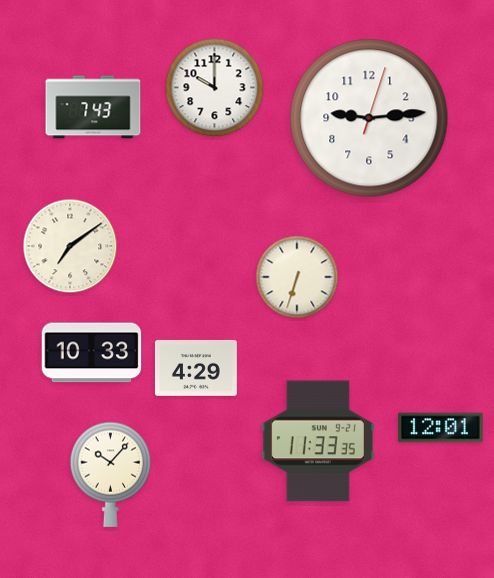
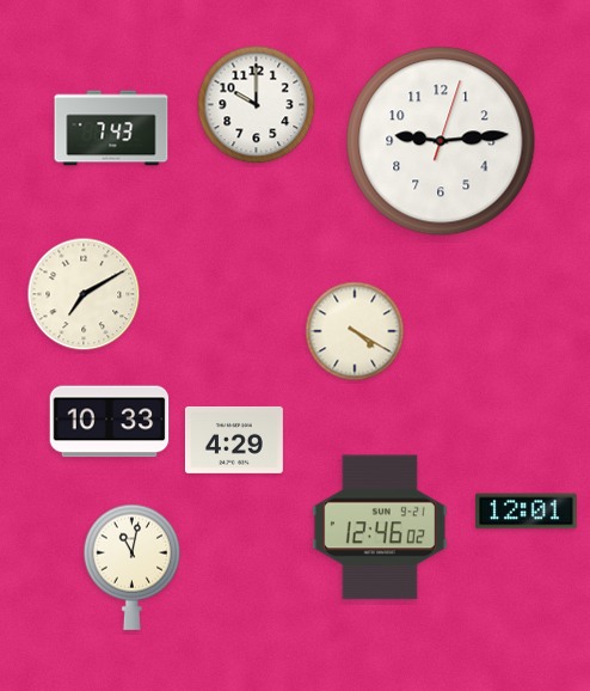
clock at (70, 246): 7:09 -> 7:10
clock at (297, 277): 6:33 -> 4:20
clock at (318, 441): 11:33 -> 12:46
clock at (111, 474): 10:07 -> 11:02
